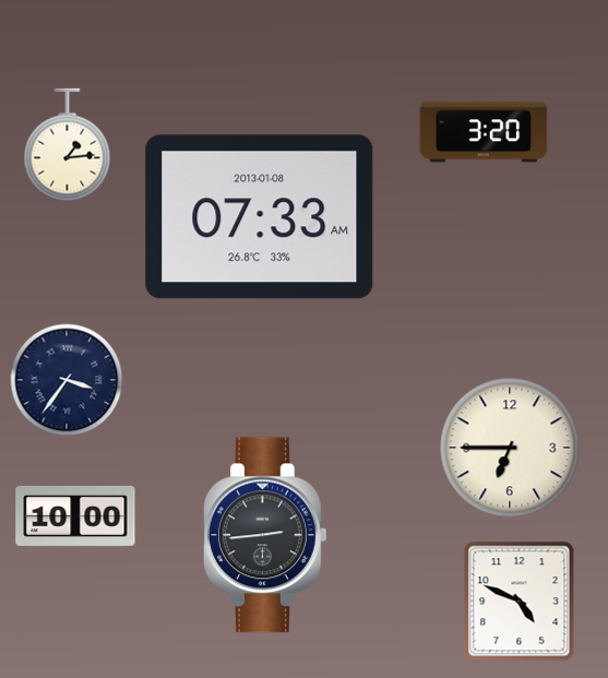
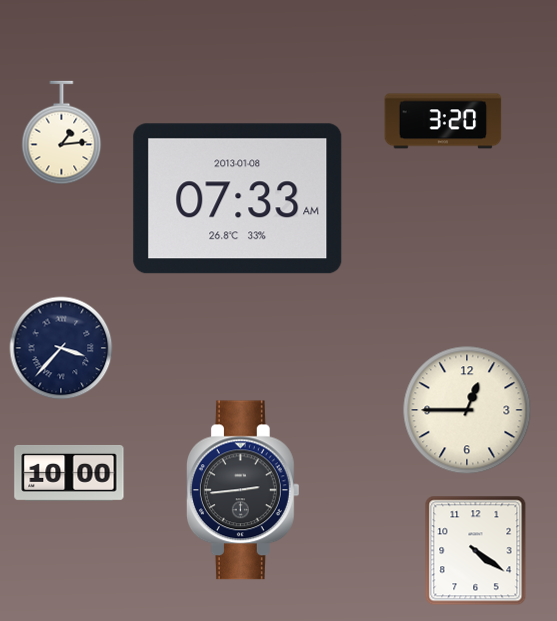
clock at (67, 380): 3:36 -> 3:37
clock at (510, 448): 6:45 -> 12:45
clock at (520, 602): 4:49 -> 4:21
